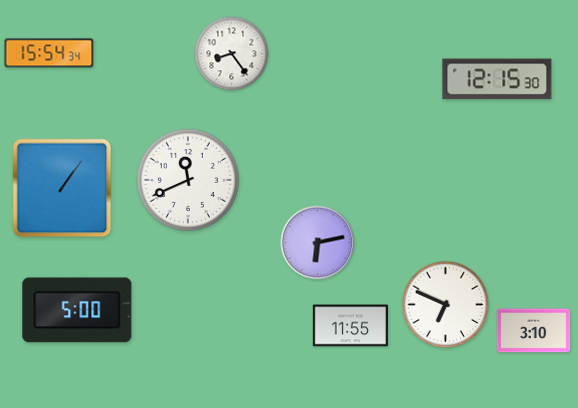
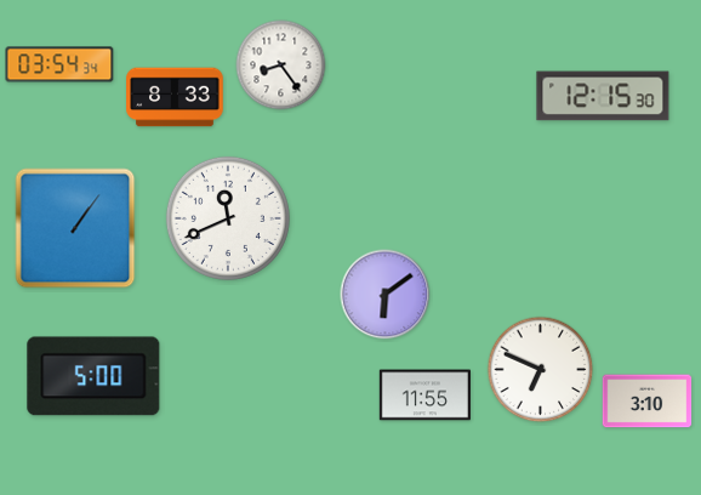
clock at (49, 53): 15:54 -> 03:54
clock at (175, 97): none -> 8:33
clock at (318, 243): 6:13 -> 6:09
